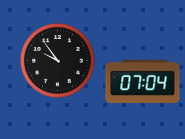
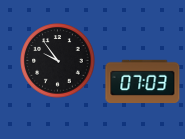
clock at (143, 81): 07:04 -> 07:03
